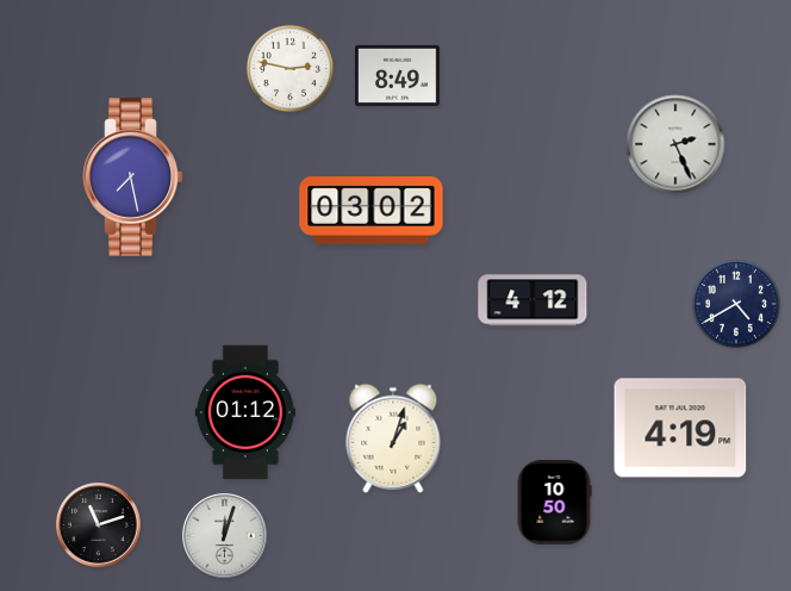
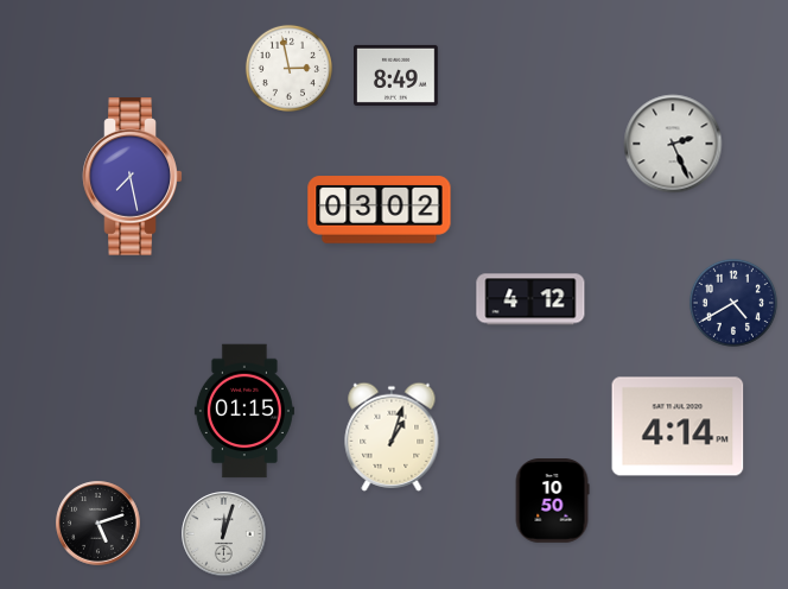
clock at (289, 68): 2:47 -> 2:58
clock at (372, 211) position: (372, 211) -> (380, 210)
clock at (245, 412): 01:12 -> 01:15
clock at (680, 428): 4:19 -> 4:14
clock at (99, 525): 11:12 -> 5:12
